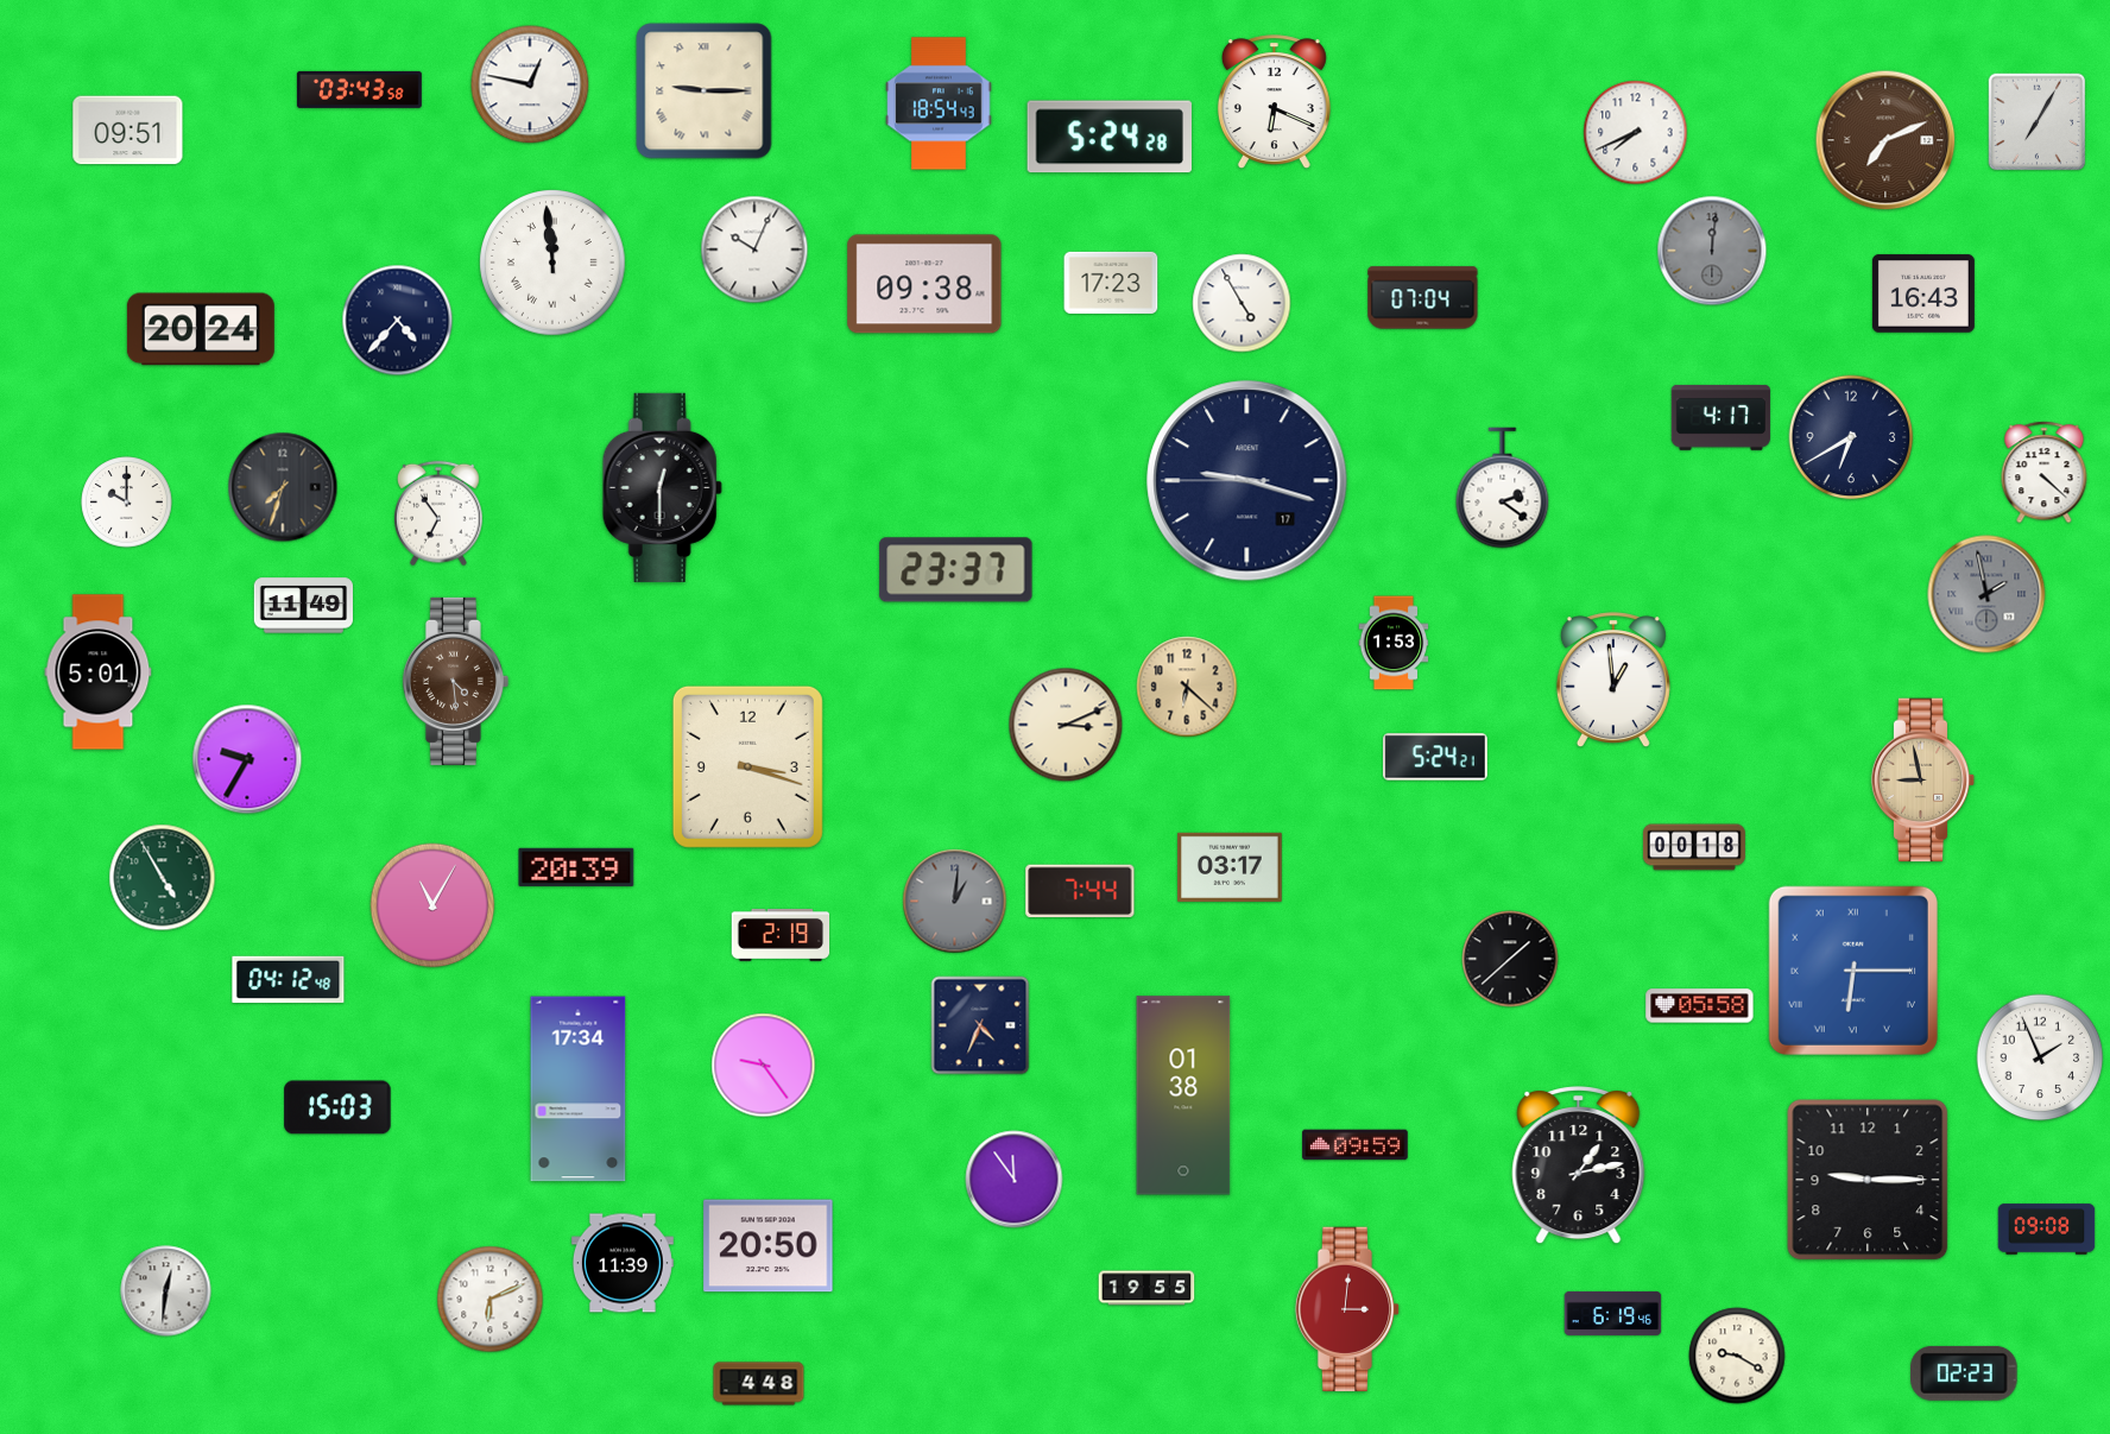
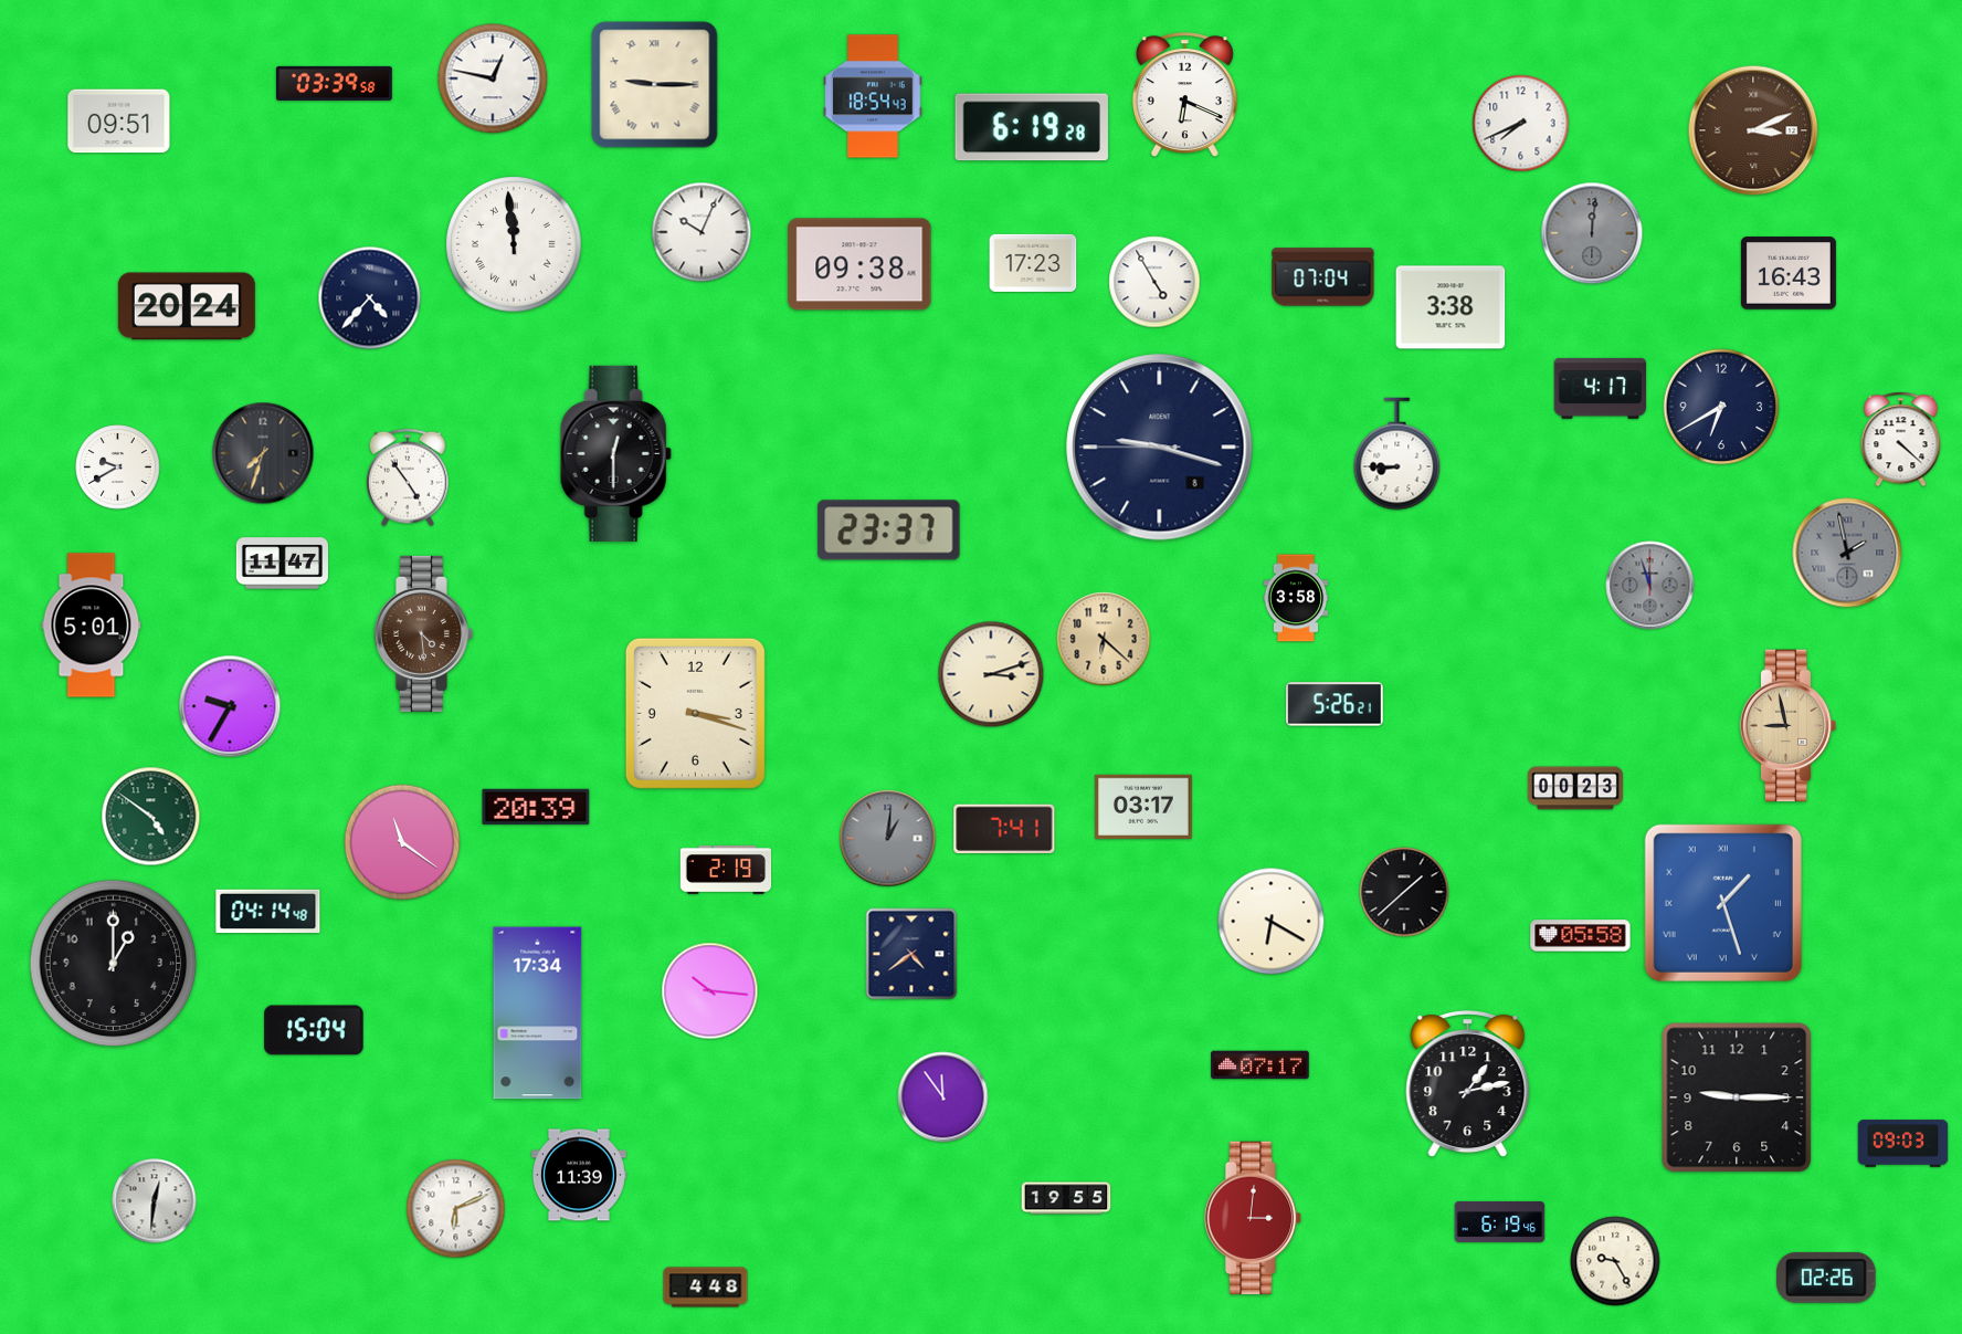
clock at (359, 89): 03:43 -> 03:39
clock at (2038, 122): 7:05 -> none
clock at (1110, 137): 5:24 -> 6:19
clock at (1885, 140): 7:11 -> 3:11
clock at (1451, 307): none -> 3:38
clock at (1247, 481) date: 17 -> 8
clock at (1503, 488): 2:21 -> 8:45
clock at (127, 503): 10:00 -> 9:40
clock at (440, 513): 6:54 -> 4:54
clock at (303, 606): 11:49 -> 11:47
clock at (1650, 586): none -> 11:57
clock at (1394, 643): 1:53 -> 3:58
clock at (1613, 681): 12:59 -> none
clock at (1066, 725): 3:11 -> 3:12
clock at (1435, 757): 5:24 -> 5:26
clock at (1694, 847): 00:18 -> 00:23
clock at (163, 878): 4:55 -> 4:51
clock at (1080, 891): 7:44 -> 7:41
clock at (432, 905): 11:05 -> 11:21
clock at (1853, 971): 6:15 -> 1:27
clock at (289, 980): 04:12 -> 04:14
clock at (1272, 922): none -> 6:20
clock at (980, 1025): 4:34 -> 4:39
clock at (114, 964): none -> 1:00
clock at (2040, 1057): 1:56 -> none
clock at (764, 1066): 9:24 -> 10:16
clock at (1183, 1095): 01:38 -> none
clock at (337, 1107): 15:03 -> 15:04
clock at (1356, 1145): 09:59 -> 07:17
clock at (2047, 1230): 09:08 -> 09:03
clock at (769, 1246): 20:50 -> none
clock at (1737, 1356): 9:20 -> 9:25
clock at (1964, 1373): 02:23 -> 02:26
